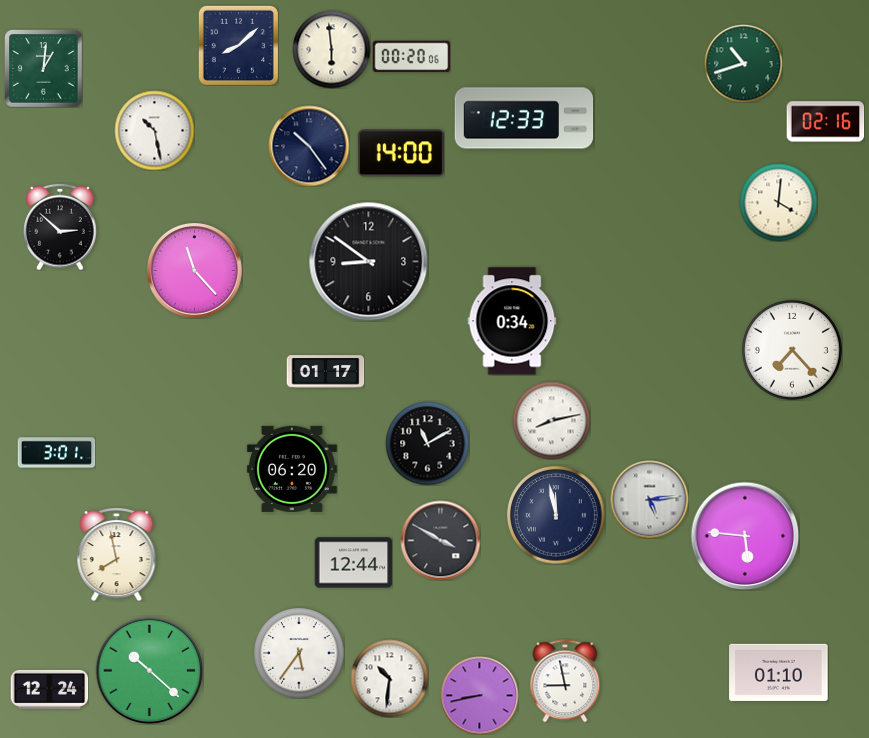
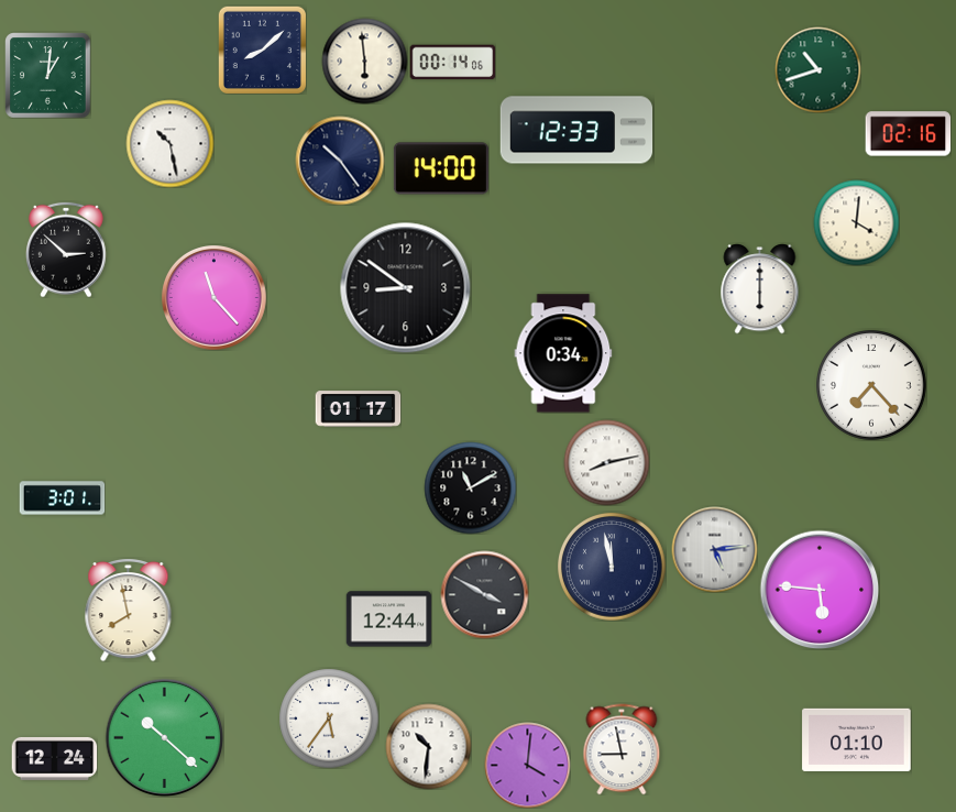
clock at (331, 49) position: (331, 49) -> (364, 61)
clock at (411, 57): 00:20 -> 00:14
clock at (760, 288): none -> 6:00
clock at (292, 469): 06:20 -> none
clock at (479, 695): 8:43 -> 4:01
